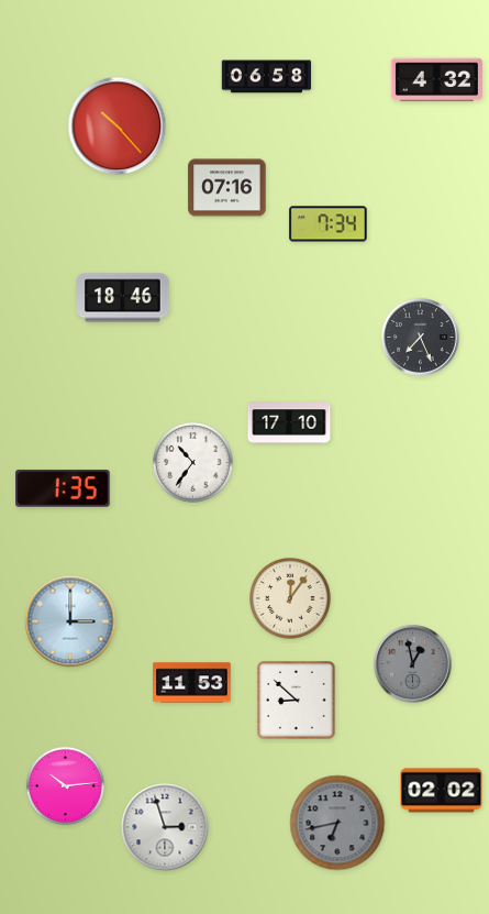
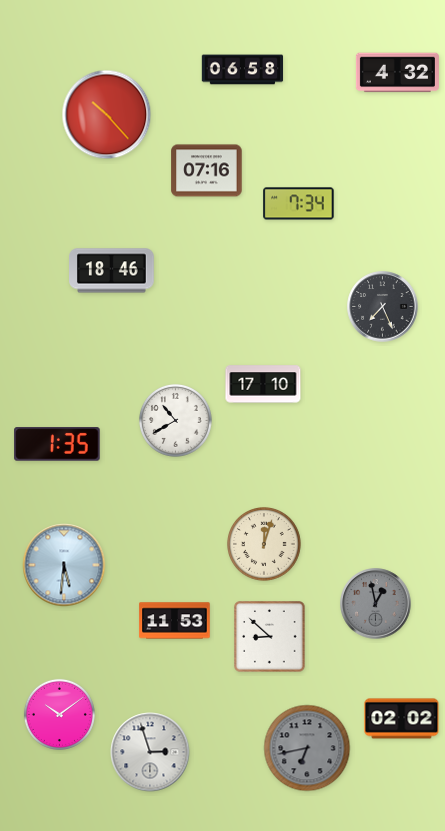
clock at (192, 462): 10:36 -> 10:40
clock at (291, 599): 12:06 -> 12:03
clock at (70, 621): 3:00 -> 5:31
clock at (65, 785): 10:14 -> 10:09
